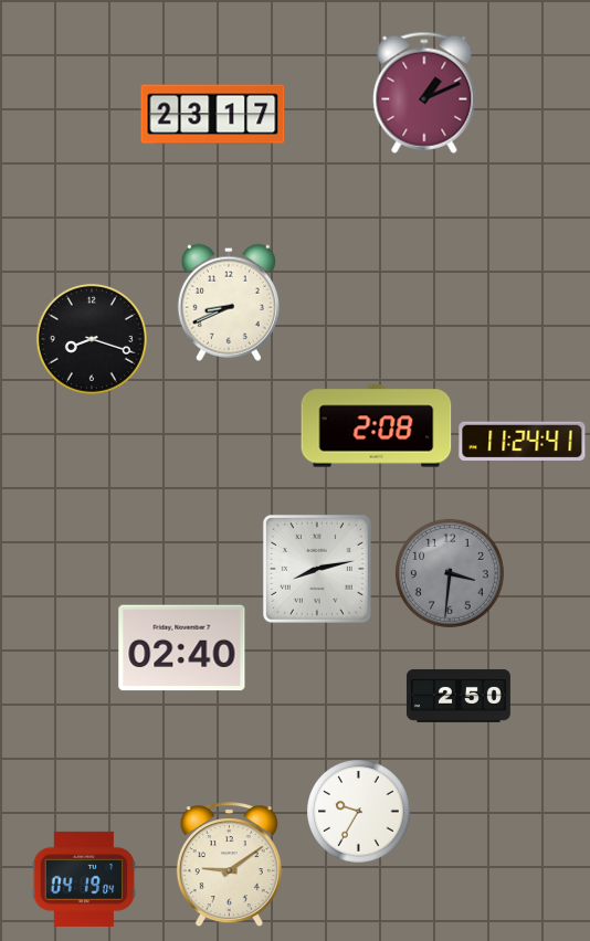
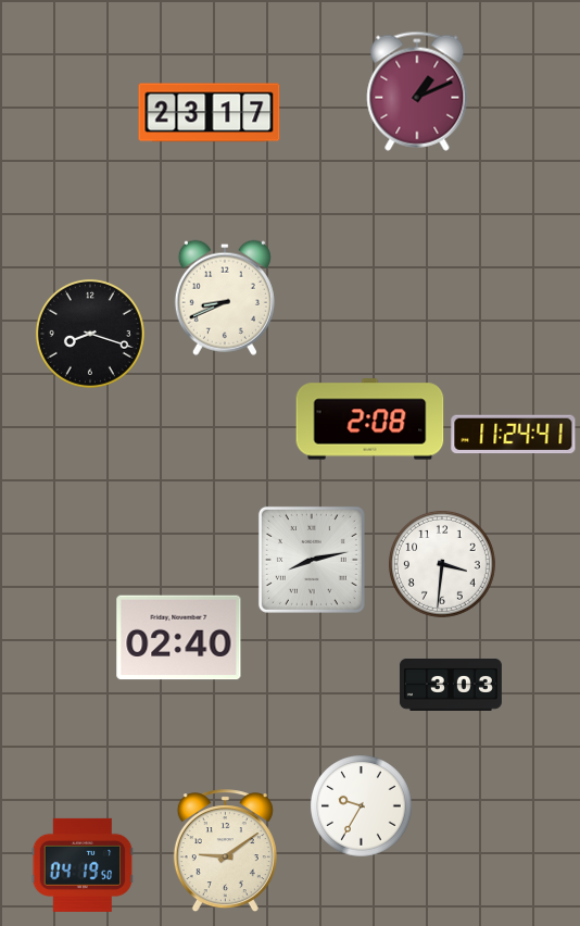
clock at (450, 573) dial: grey -> white
clock at (459, 696): 2:50 -> 3:03
clock at (358, 811) position: (358, 811) -> (361, 805)
clock at (84, 879): 04:19:04 -> 04:19:50
